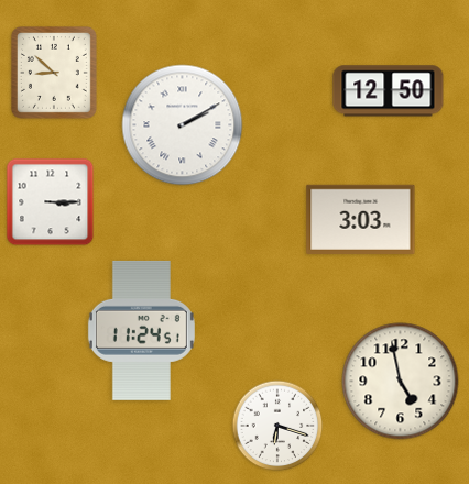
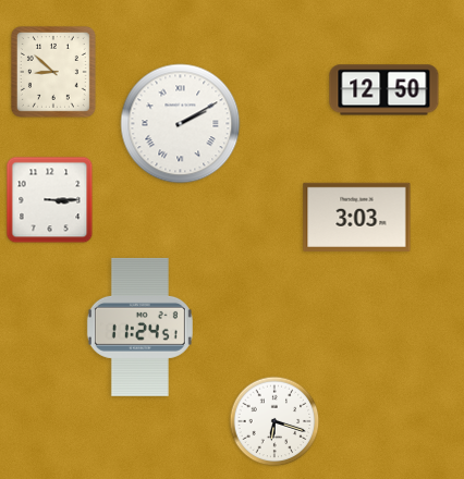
clock at (401, 382): 4:58 -> none
